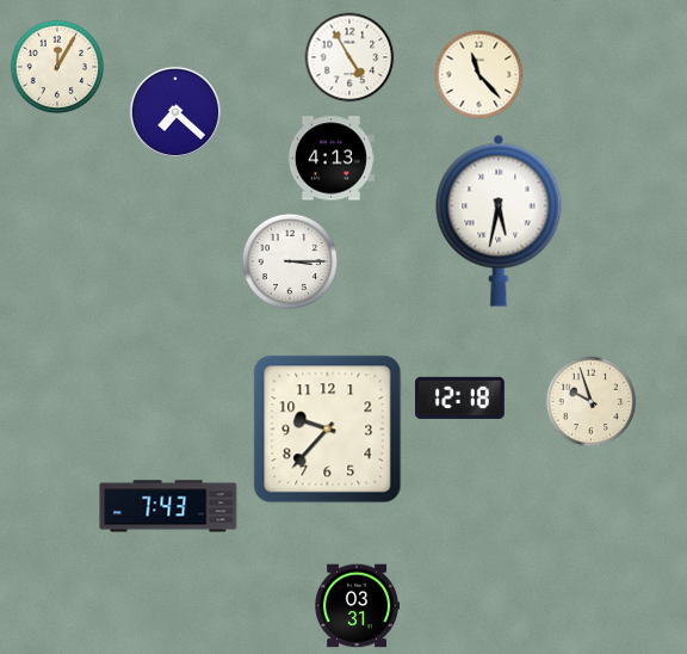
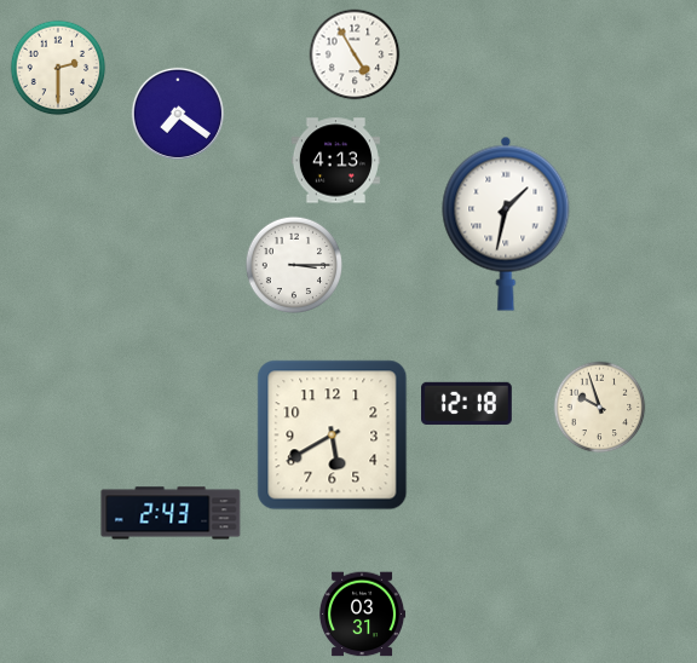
clock at (349, 57) position: (349, 57) -> (355, 54)
clock at (57, 67): 12:05 -> 2:30
clock at (479, 75): 11:23 -> none
clock at (175, 112): 7:22 -> 7:21
clock at (499, 221): 5:32 -> 1:32
clock at (328, 430): 9:37 -> 5:40
clock at (168, 506): 7:43 -> 2:43
